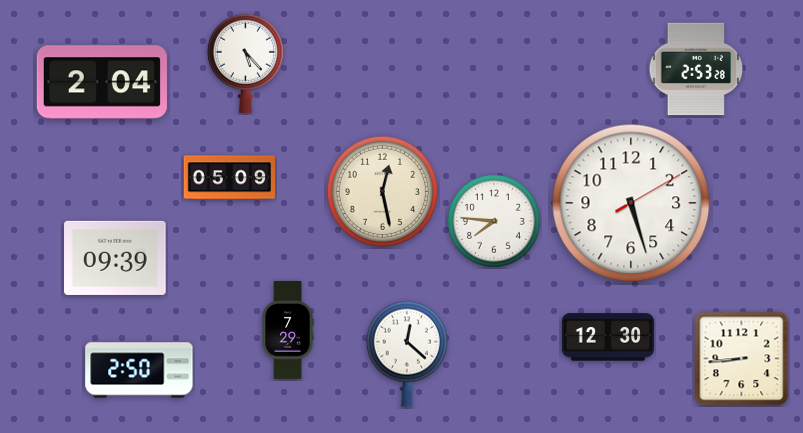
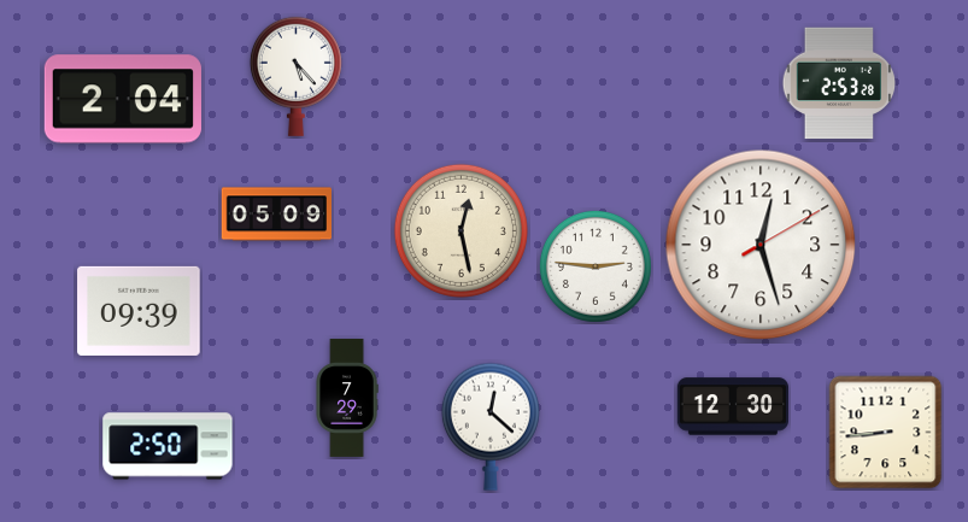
clock at (631, 203): 5:27 -> 12:27
clock at (494, 221): 7:46 -> 2:46
clock at (742, 359) position: (742, 359) -> (886, 433)
